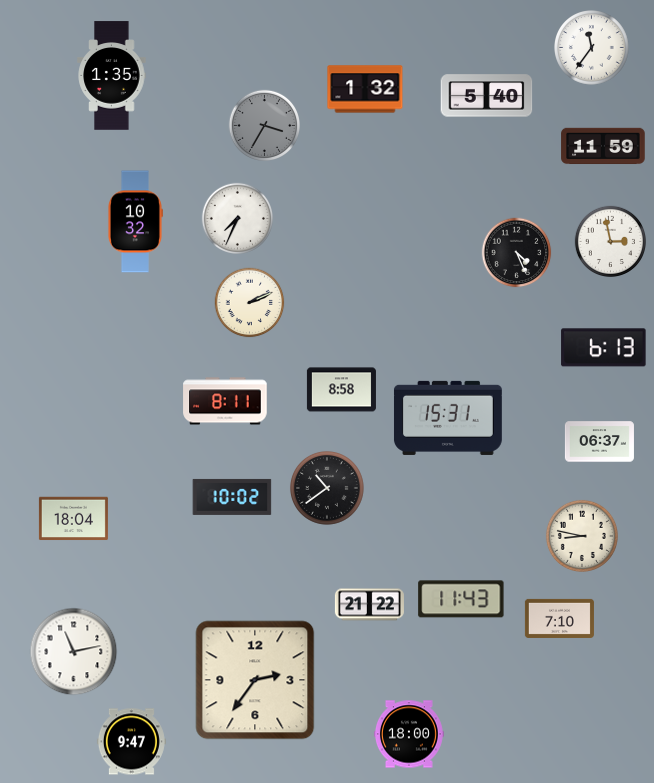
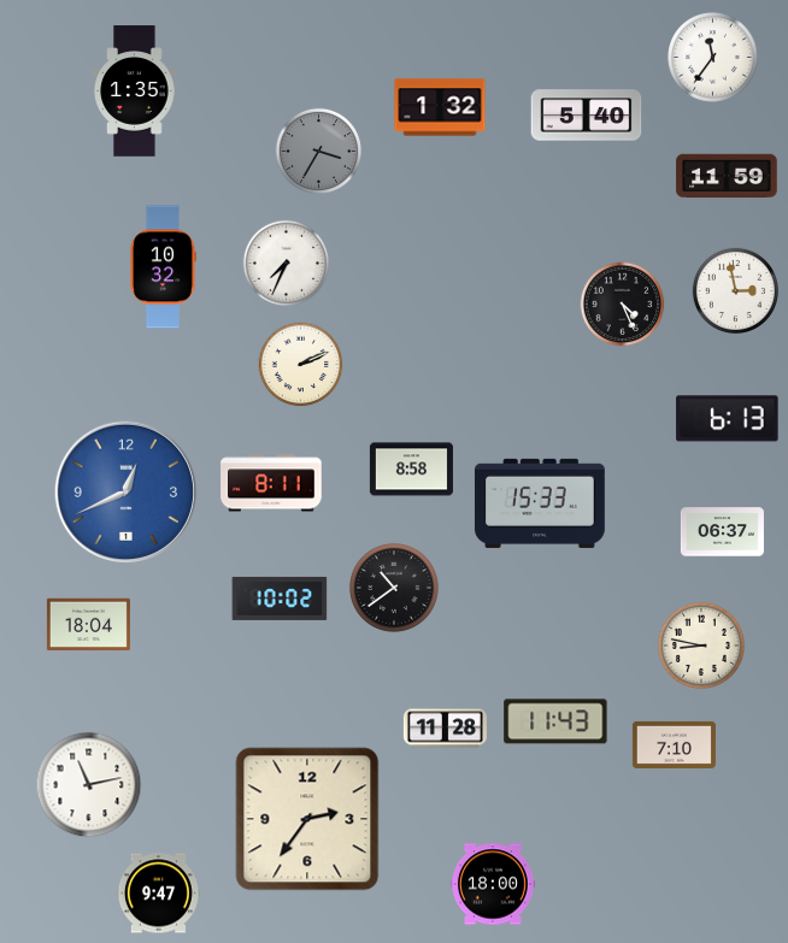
clock at (125, 491): none -> 12:41
clock at (448, 418): 15:31 -> 15:33
clock at (369, 605): 21:22 -> 11:28
